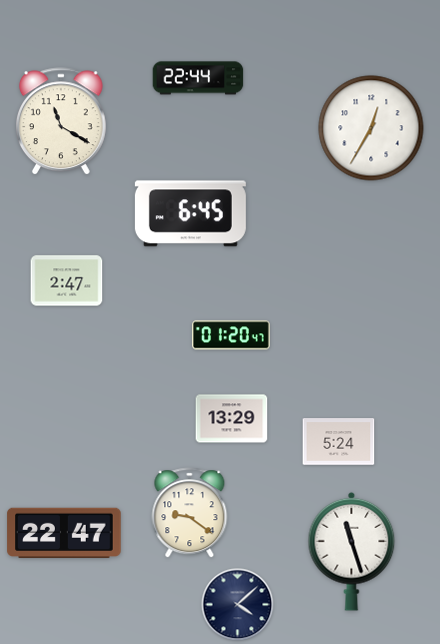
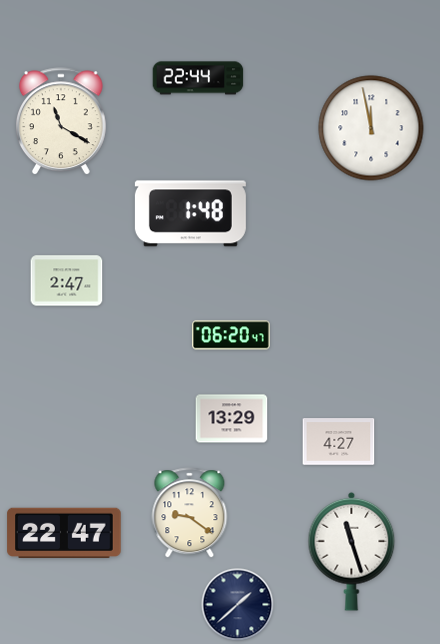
clock at (371, 128): 12:35 -> 11:58
clock at (190, 214): 6:45 -> 1:48
clock at (231, 335): 01:20 -> 06:20
clock at (339, 442): 5:24 -> 4:27
clock at (238, 605): 4:08 -> 1:38
